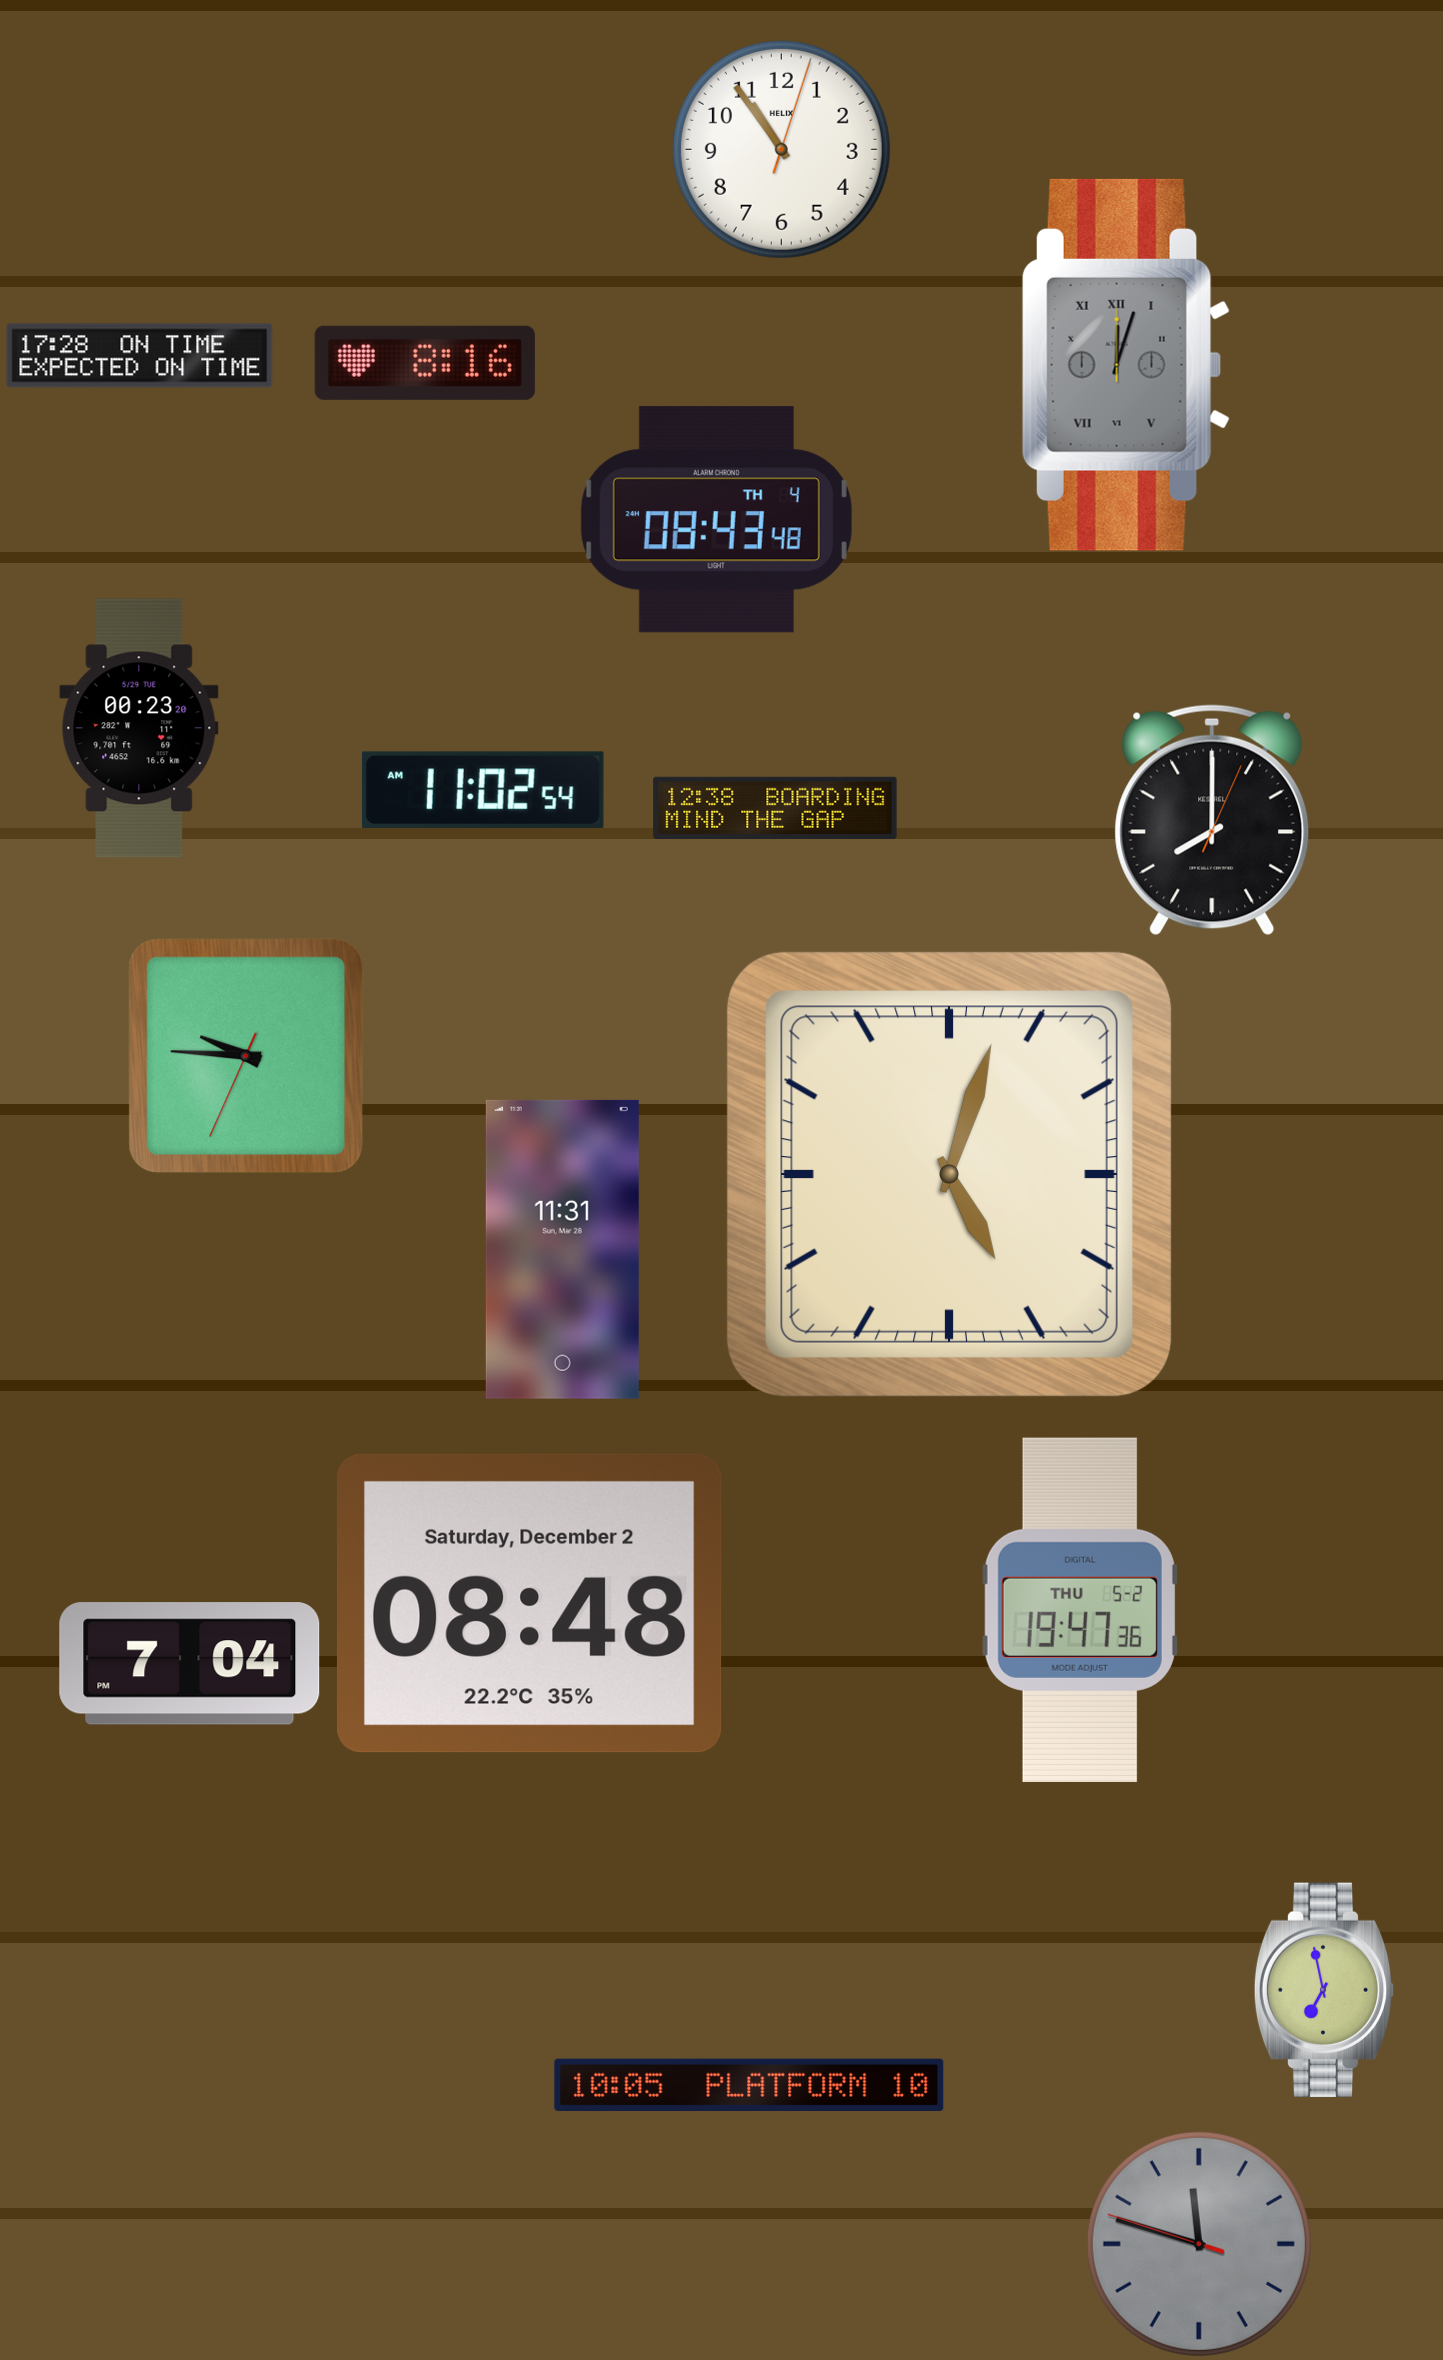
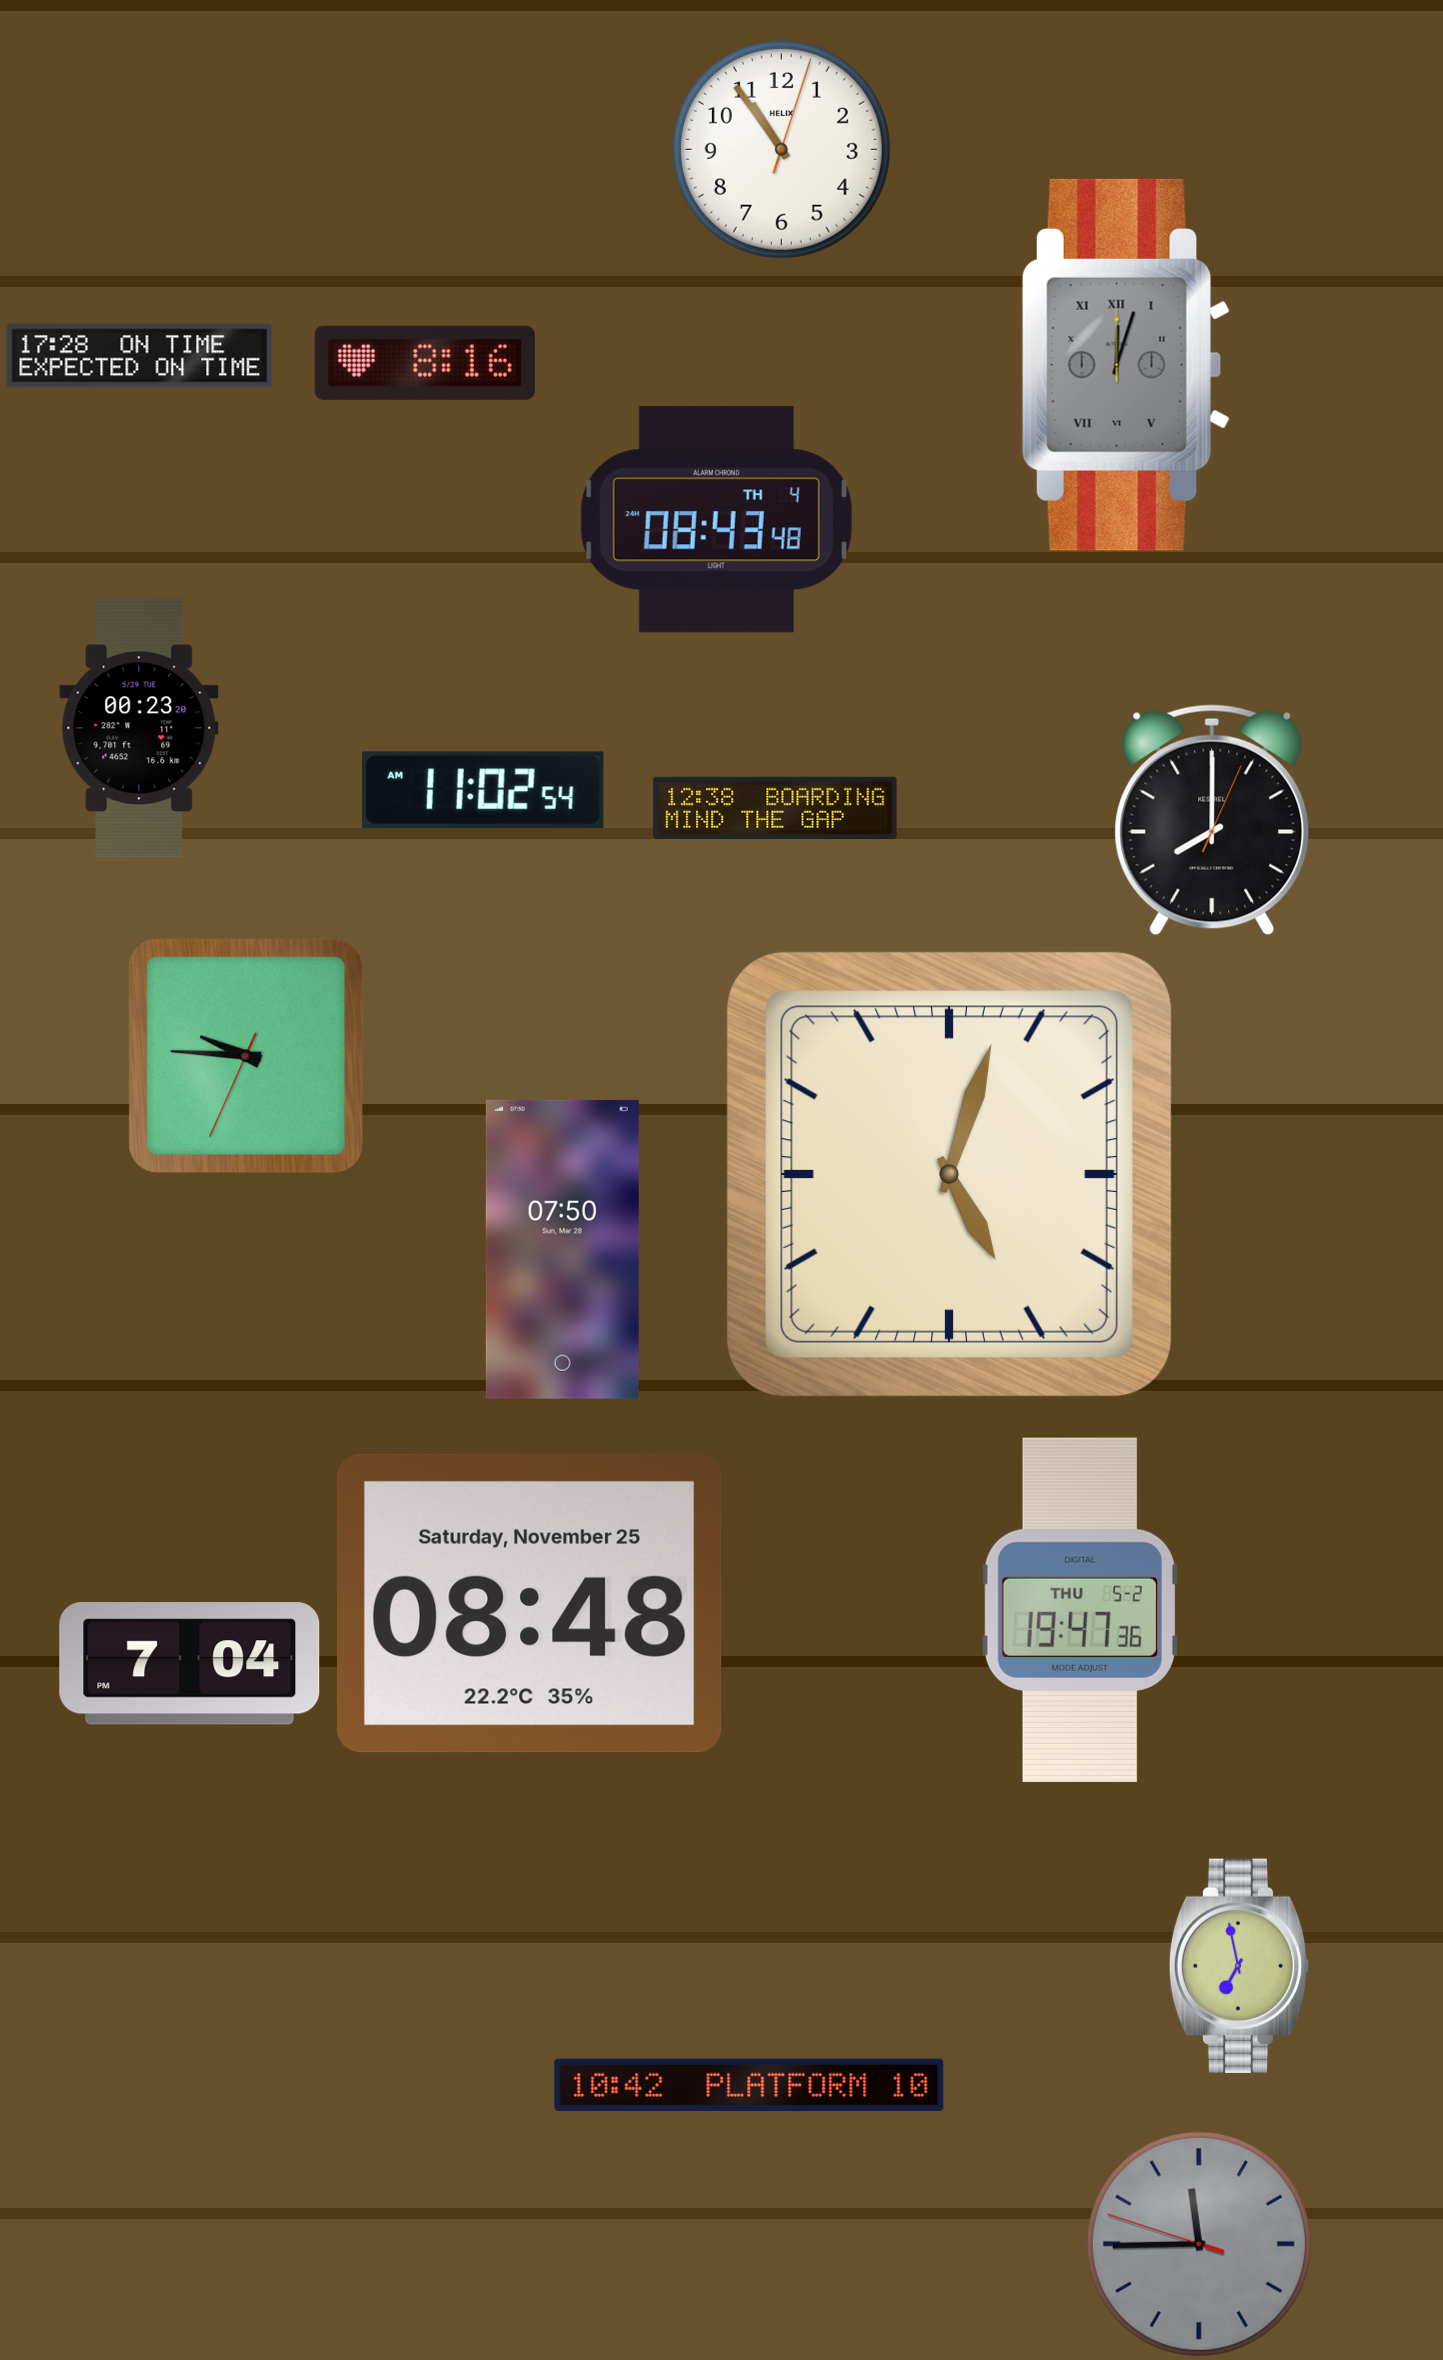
clock at (562, 1249): 11:31 -> 07:50
clock at (529, 1603) date: Saturday, December 2 -> Saturday, November 25
clock at (1324, 1990) position: (1324, 1990) -> (1239, 1966)
clock at (749, 2085): 10:05 -> 10:42
clock at (1199, 2244): 11:47 -> 11:44
